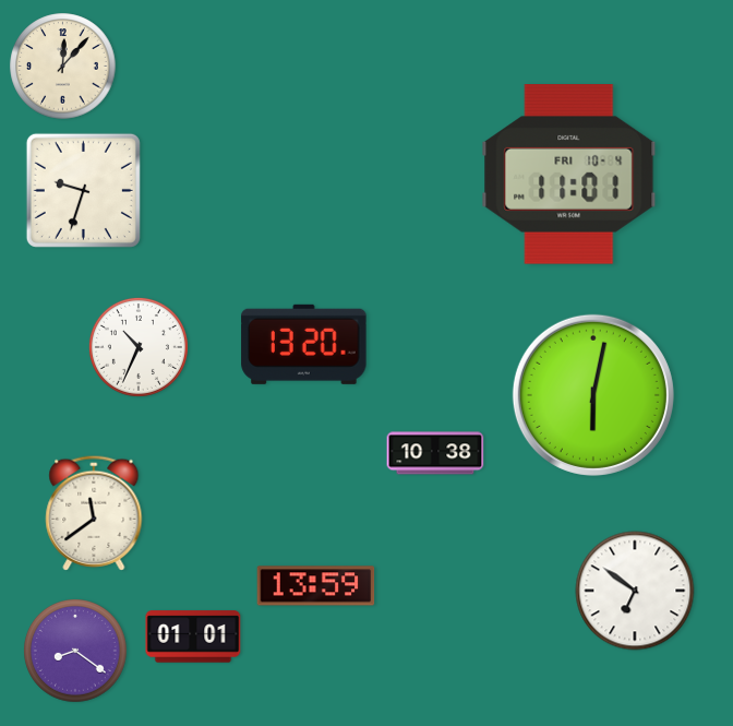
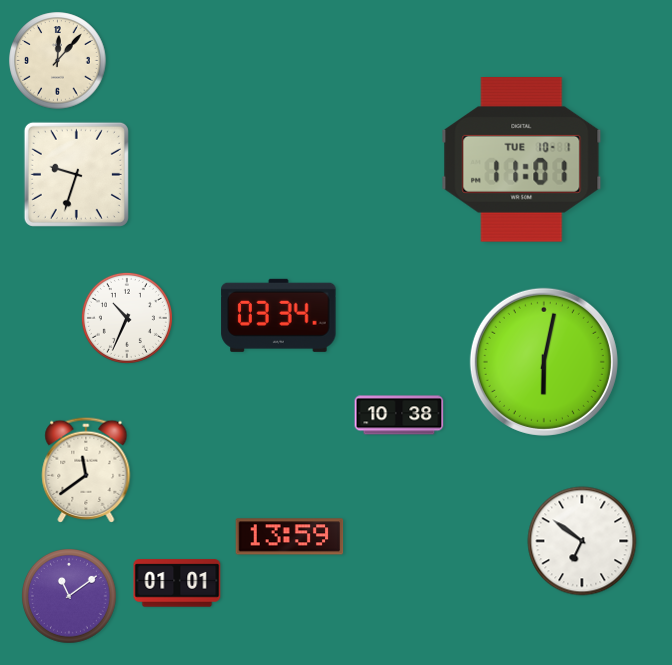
clock at (569, 175) date: FRI 10-4 -> TUE 10-1
clock at (304, 344): 13:20 -> 03:34
clock at (76, 652): 8:21 -> 11:09
